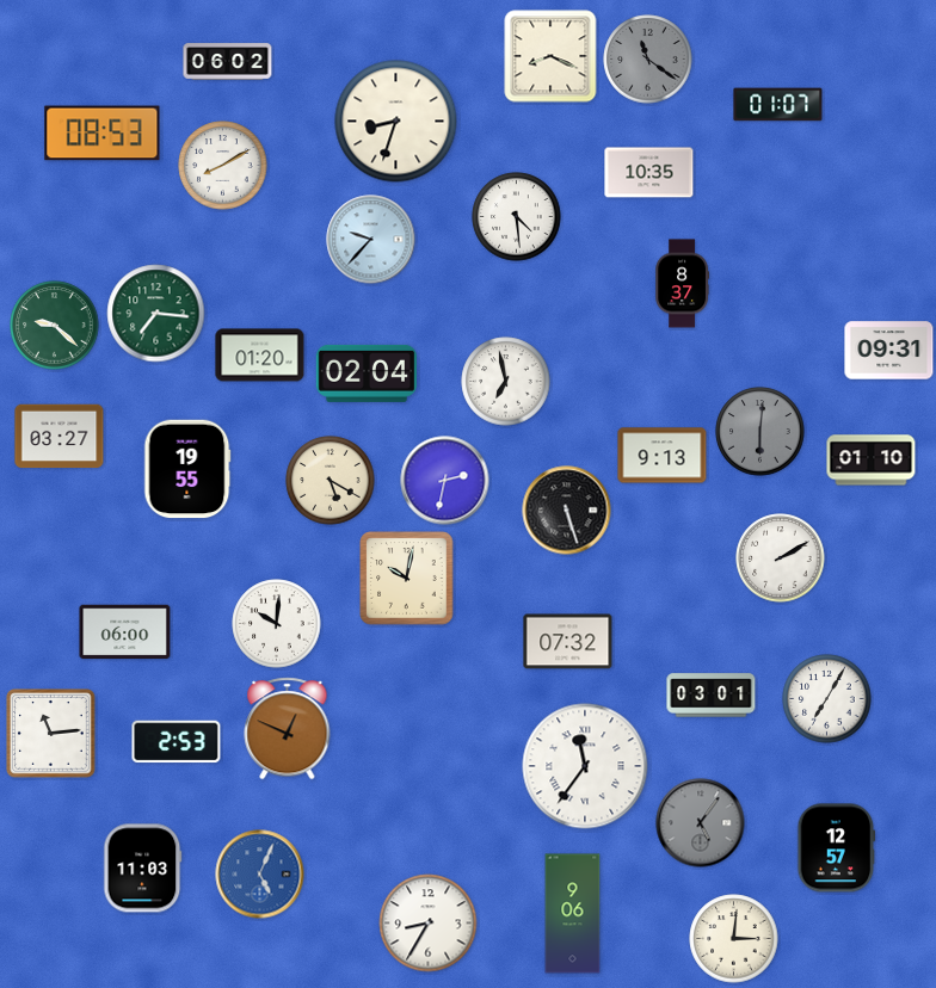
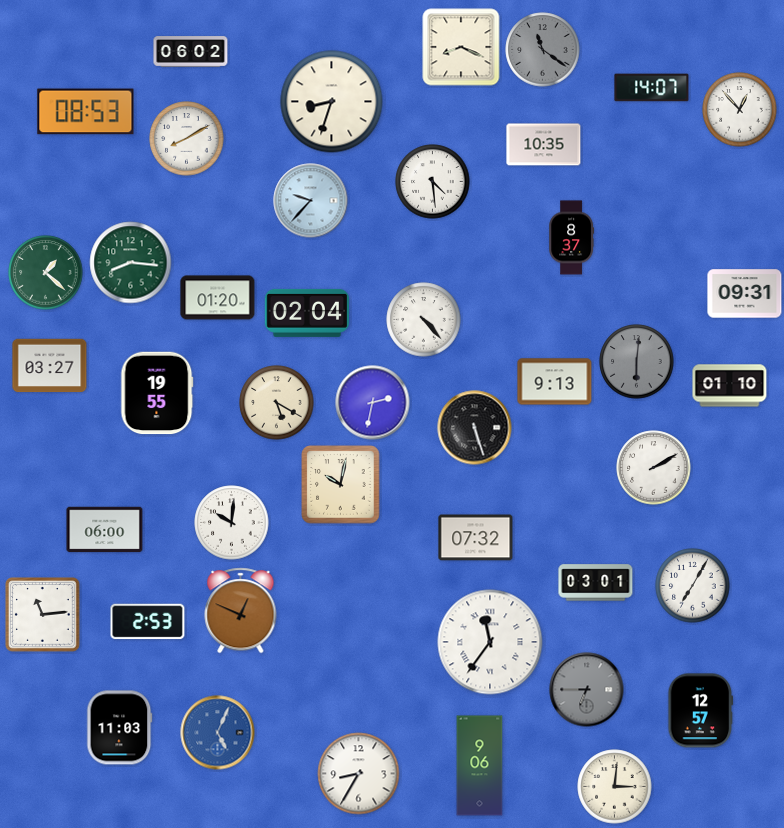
clock at (778, 105): 01:07 -> 14:07
clock at (740, 110): none -> 12:53
clock at (156, 314): 7:16 -> 8:16
clock at (55, 326): 9:22 -> 1:22
clock at (506, 382): 6:58 -> 4:23
clock at (701, 823): 5:06 -> 6:45
